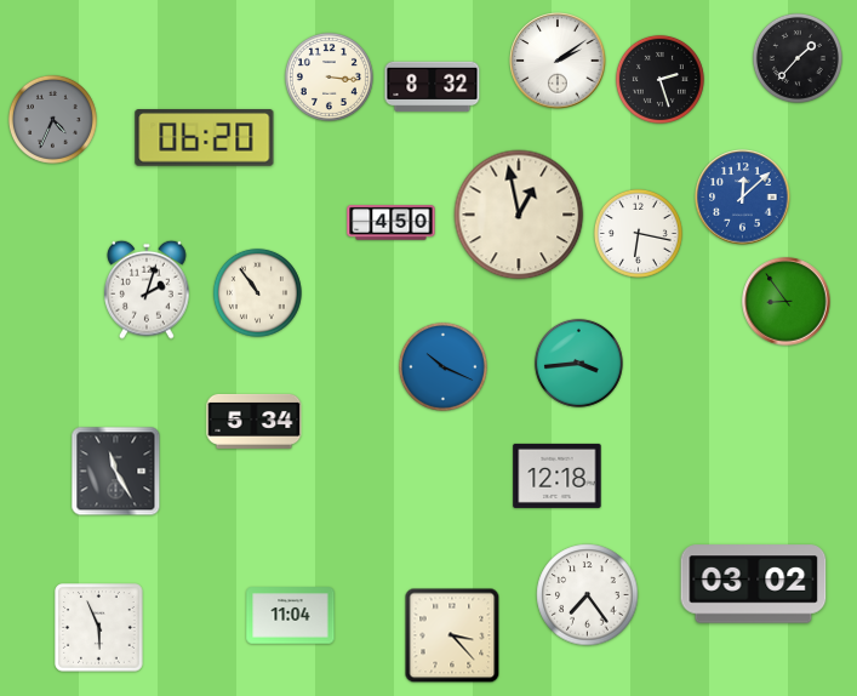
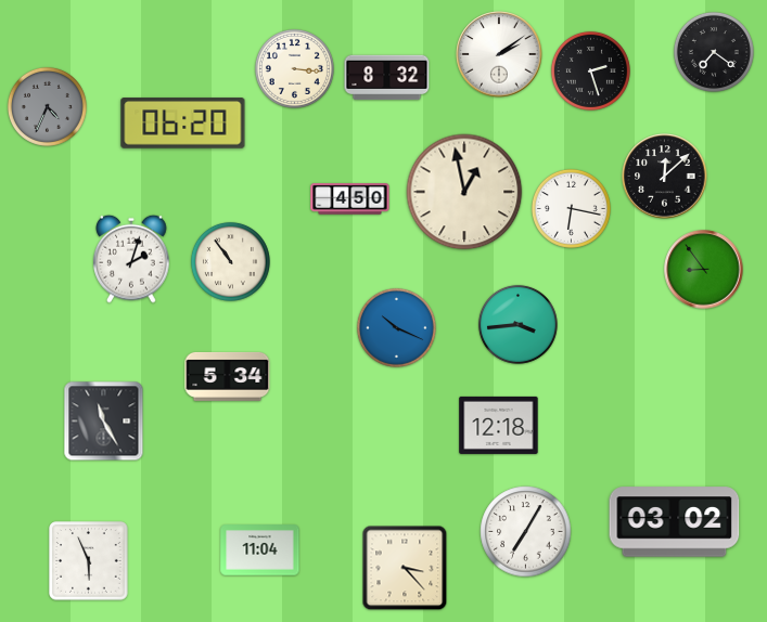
clock at (798, 58): 1:37 -> 7:21
clock at (743, 198) dial: blue -> black
clock at (588, 595): 7:24 -> 7:05
